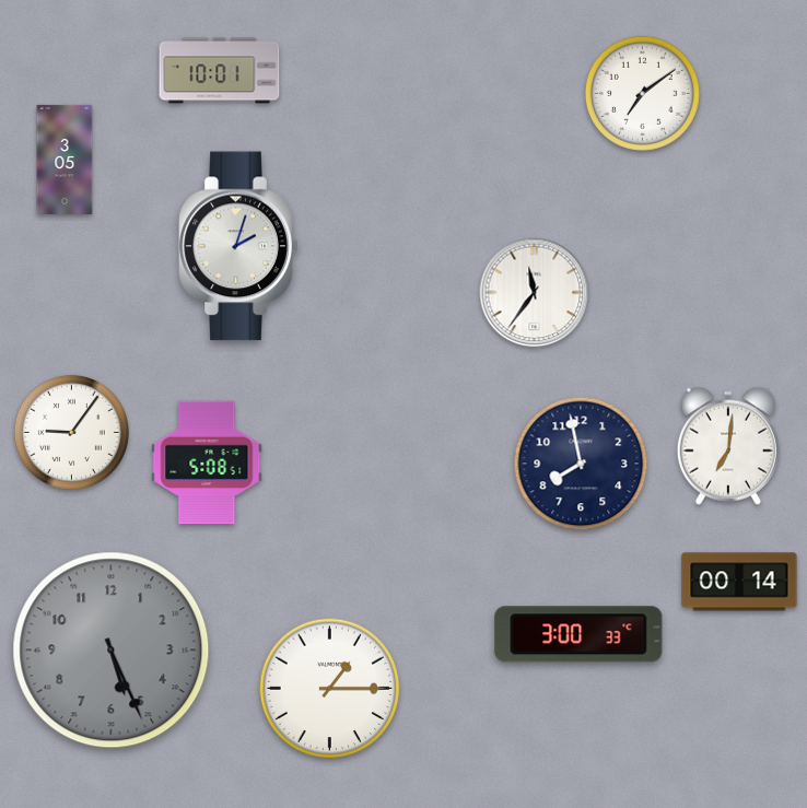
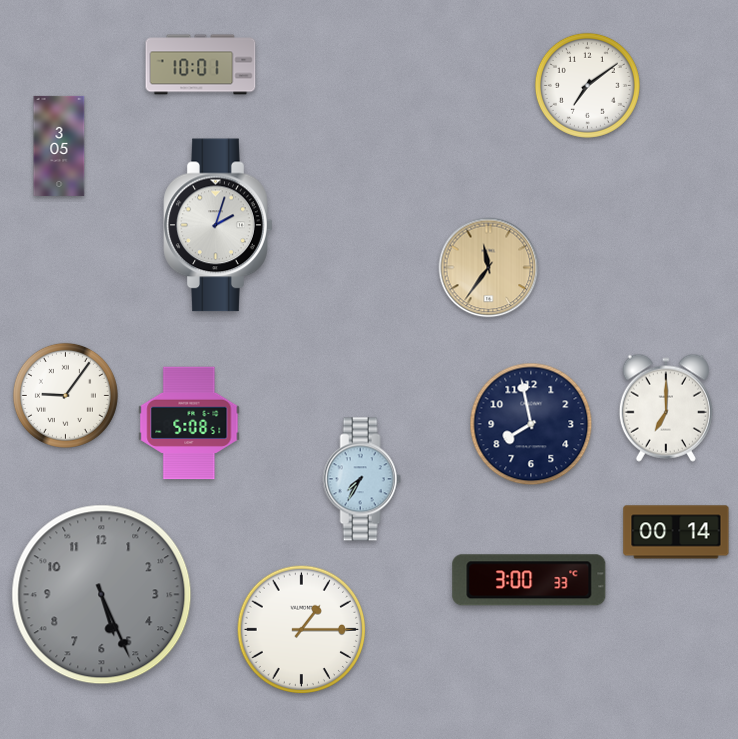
clock at (535, 293) dial: white -> champagne
clock at (728, 446): 7:01 -> 7:00
clock at (362, 479): none -> 7:35
